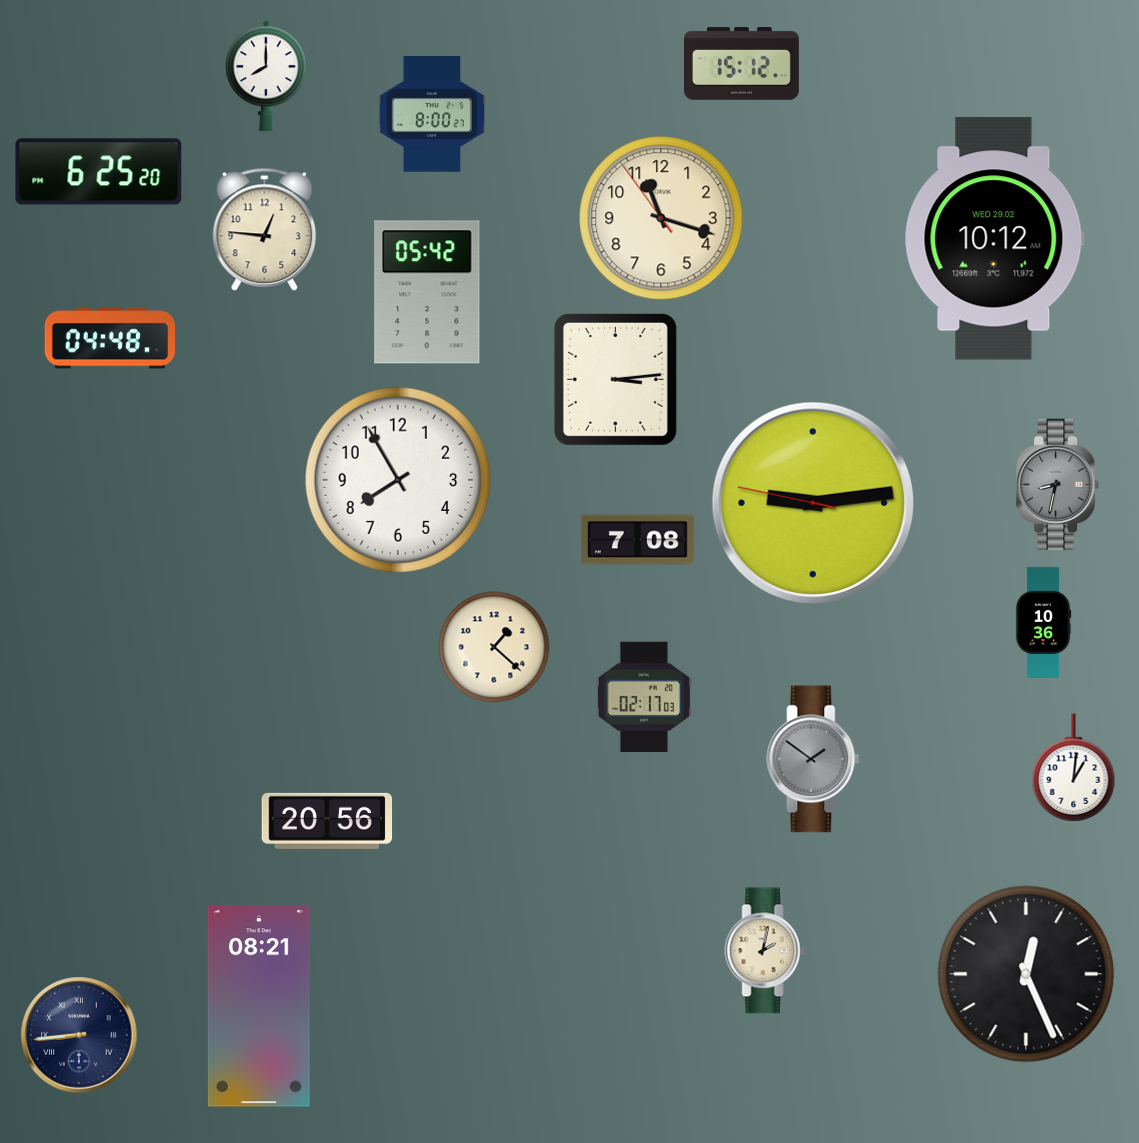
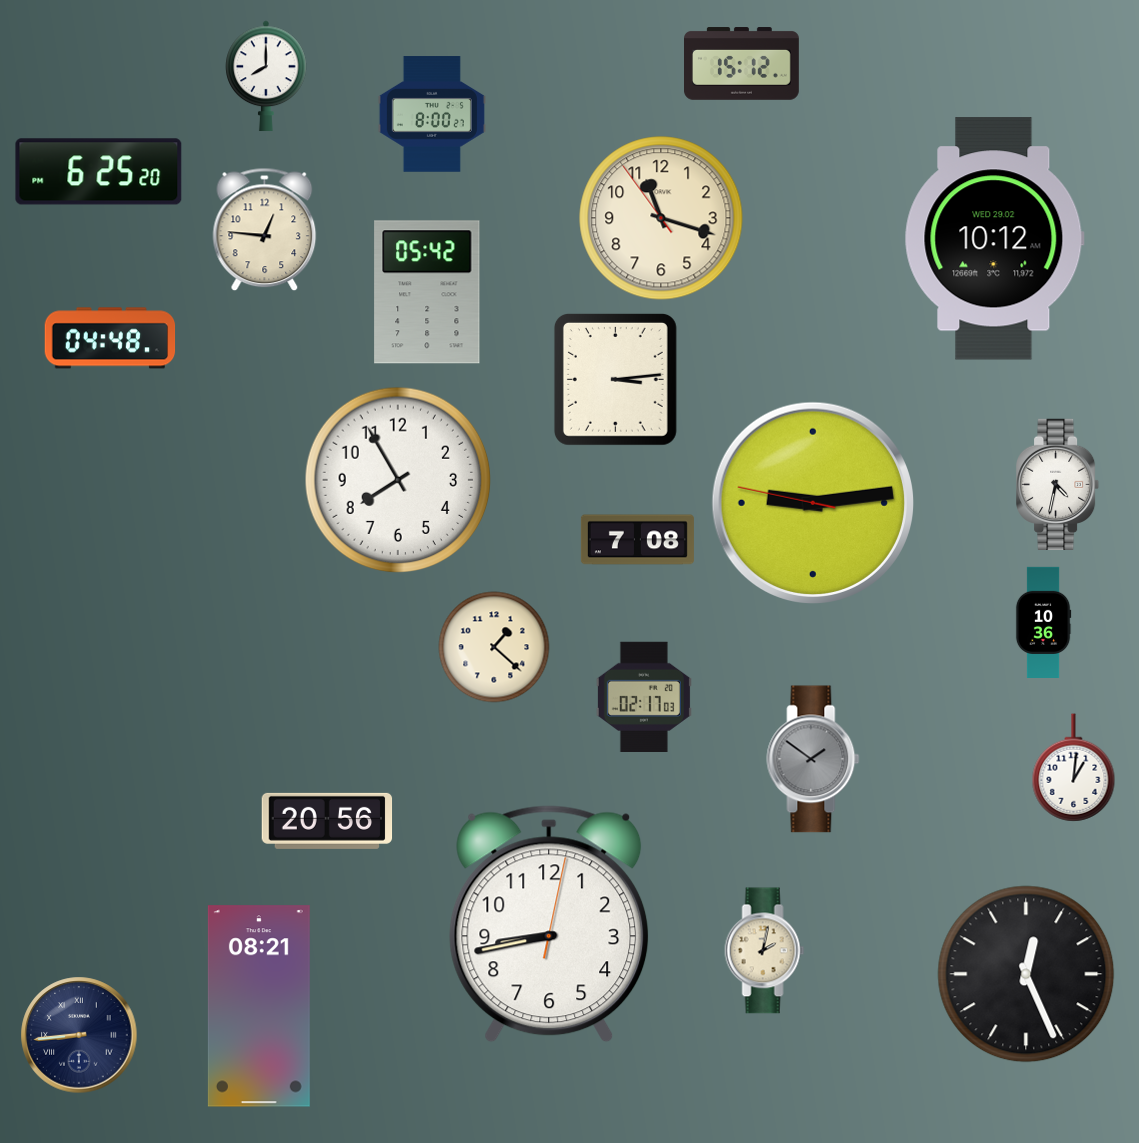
clock at (1059, 484): 8:32 -> 4:32
clock at (1059, 484) dial: grey -> white
clock at (549, 924): none -> 8:43
